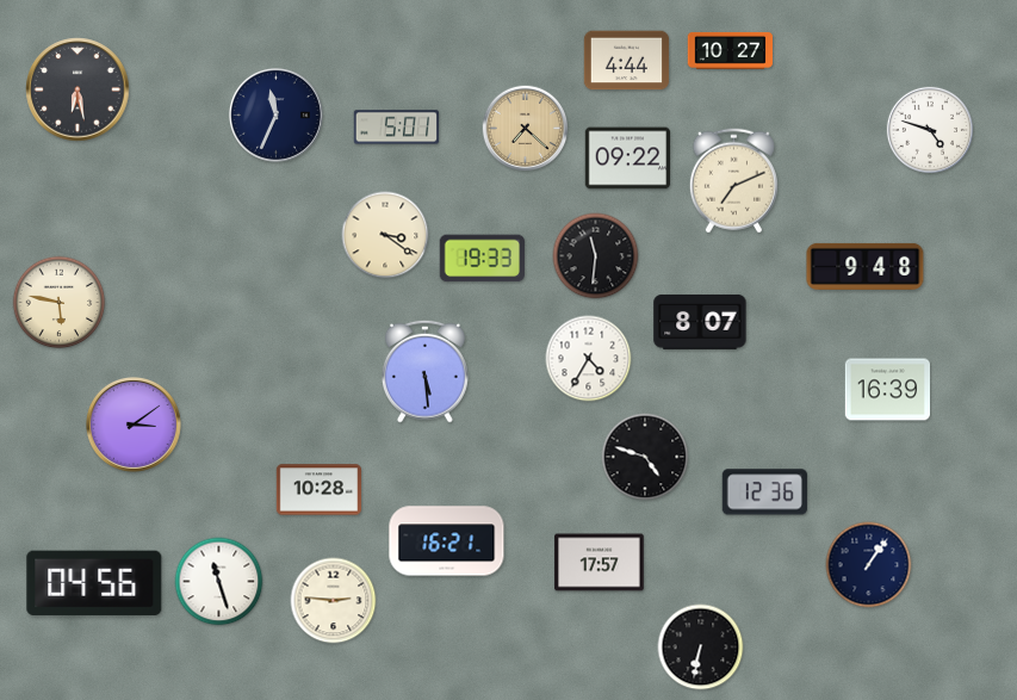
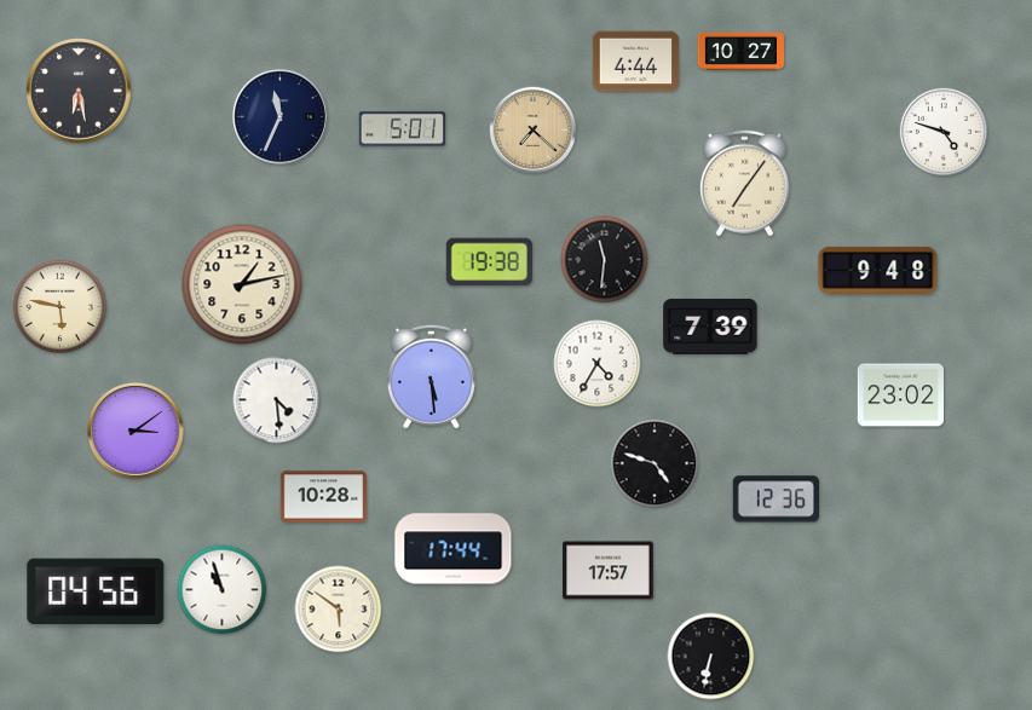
clock at (627, 159): 09:22 -> none
clock at (733, 181): 7:11 -> 7:06
clock at (385, 235): 3:21 -> none
clock at (482, 259): 19:33 -> 19:38
clock at (242, 284): none -> 1:13
clock at (700, 322): 8:07 -> 7:39
clock at (887, 390): 16:39 -> 23:02
clock at (277, 400): none -> 4:29
clock at (447, 541): 16:21 -> 17:44
clock at (869, 565): 1:06 -> none
clock at (219, 582): 11:27 -> 10:57
clock at (334, 601): 2:46 -> 5:51
